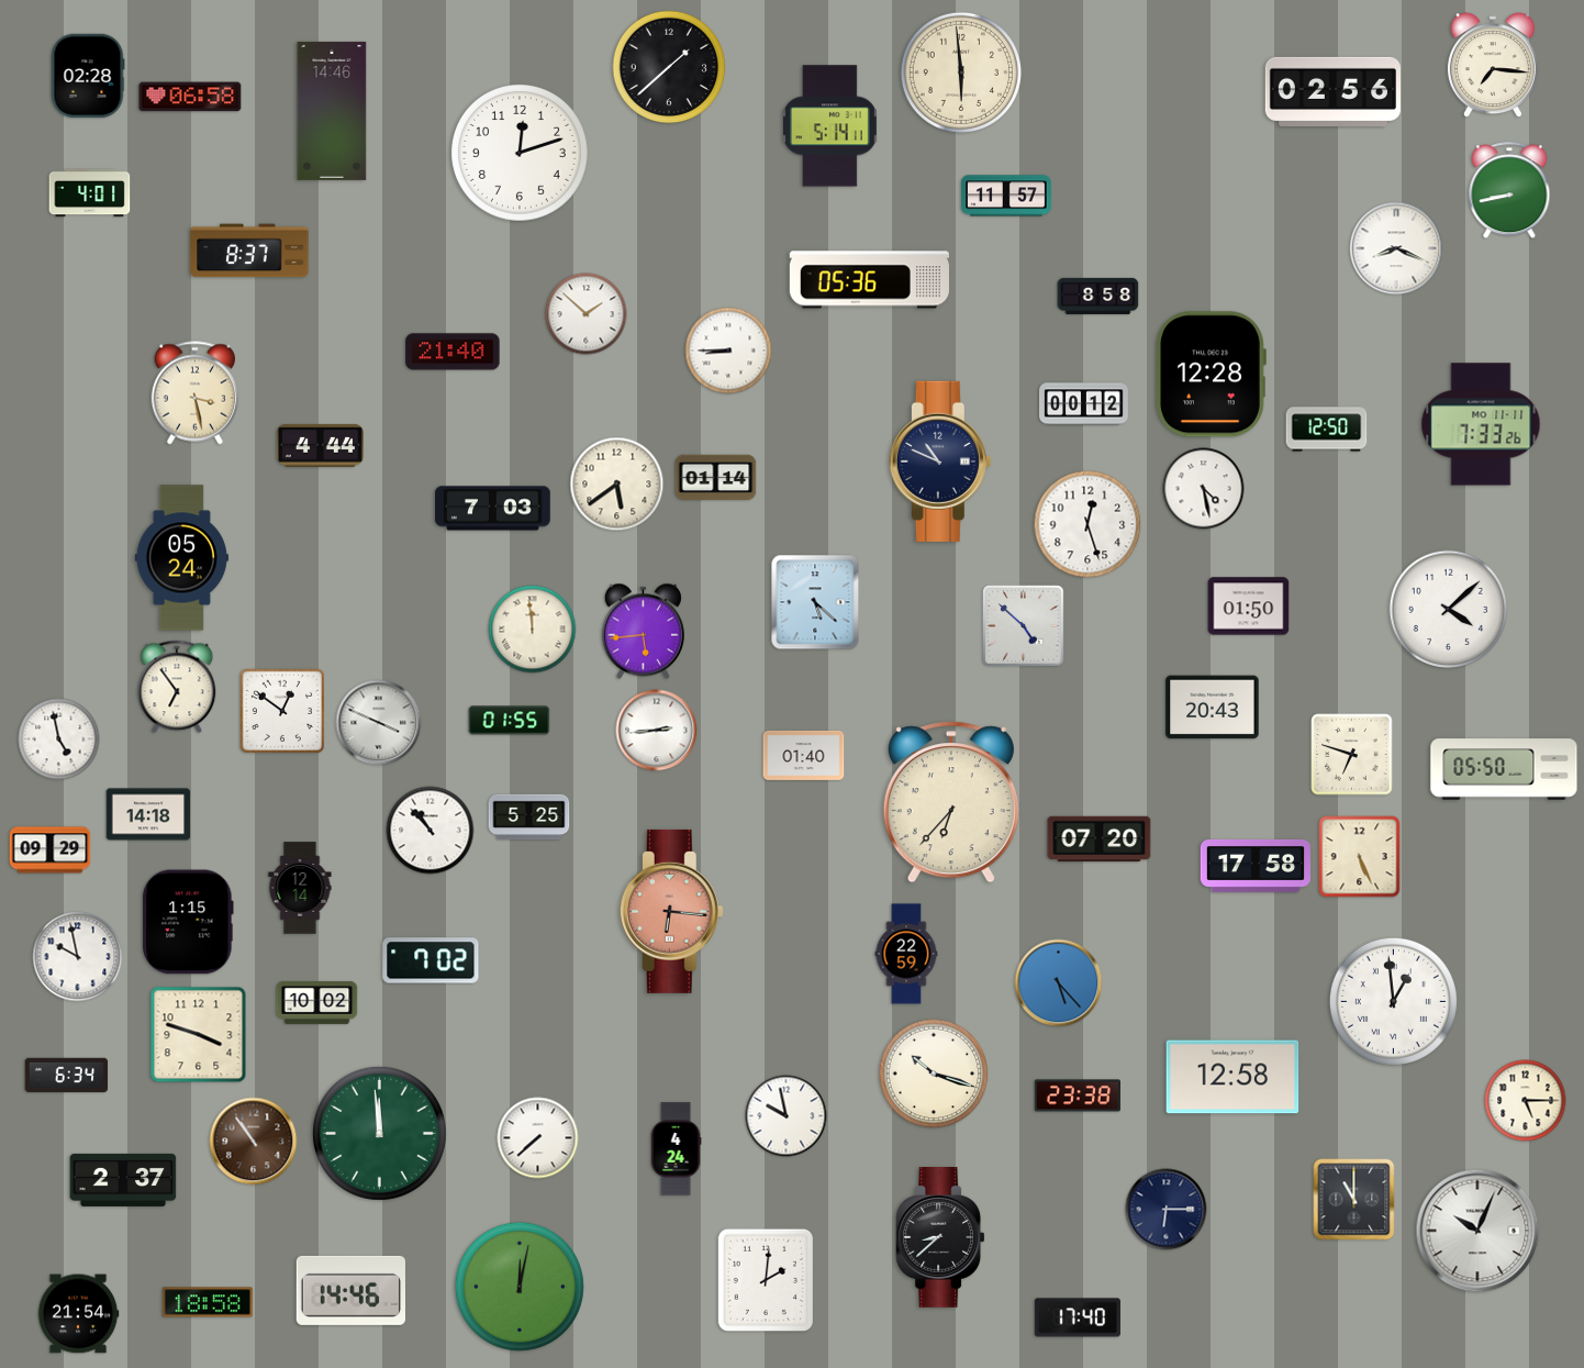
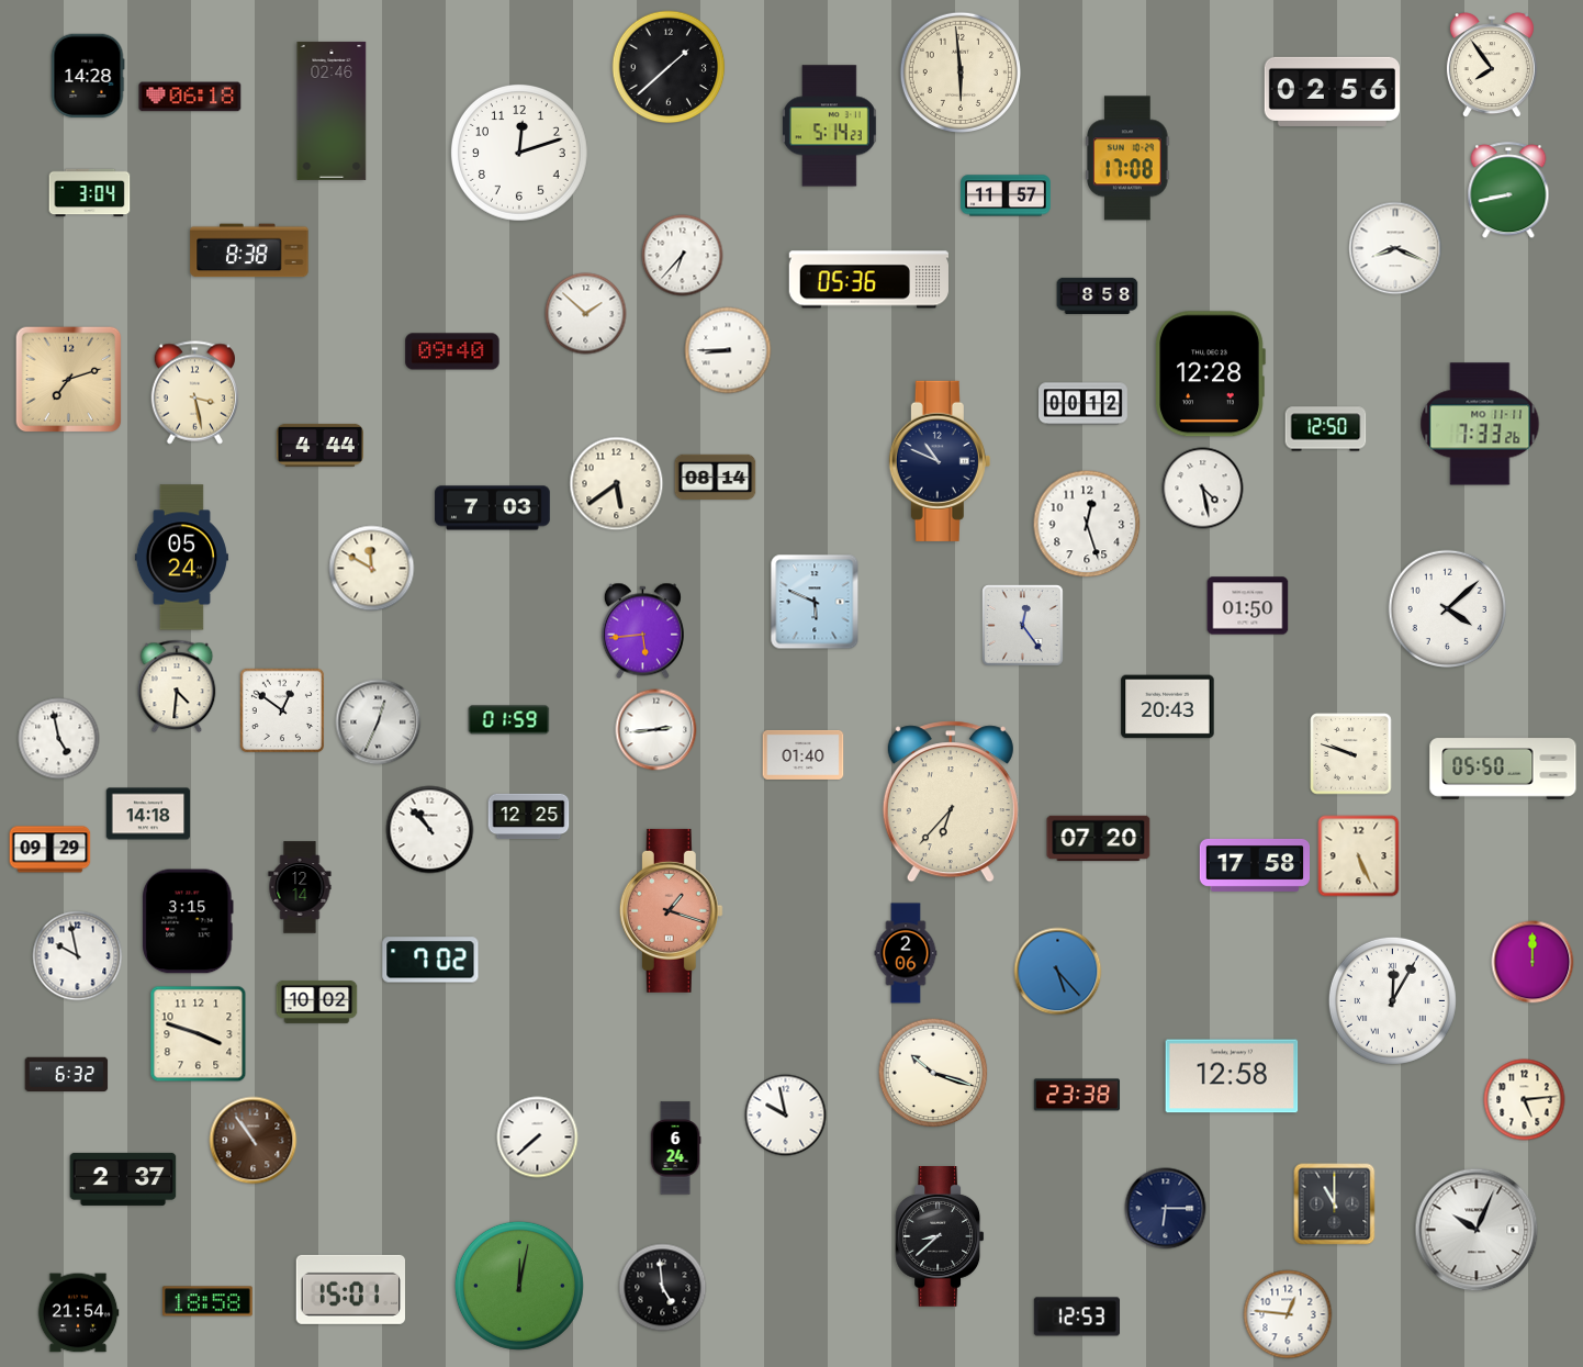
clock at (1493, 66): 7:16 -> 7:54
clock at (88, 76): 02:28 -> 14:28
clock at (190, 97): 06:58 -> 06:18
clock at (332, 111): 14:46 -> 02:46
clock at (829, 126): 5:14:11 -> 5:14:23
clock at (1127, 158): none -> 17:08
clock at (90, 193): 4:01 -> 3:04
clock at (249, 251): 8:37 -> 8:38
clock at (683, 256): none -> 6:37
clock at (453, 352): 21:40 -> 09:40
clock at (69, 380): none -> 7:12
clock at (716, 478): 01:14 -> 08:14
clock at (372, 569): none -> 11:50
clock at (815, 602): 5:22 -> 5:49
clock at (1024, 626): 4:52 -> 12:24
clock at (533, 630): 11:59 -> none
clock at (177, 687): 6:54 -> 4:31
clock at (1213, 708) position: (1213, 708) -> (1168, 707)
clock at (510, 721): 01:55 -> 01:59
clock at (379, 723): 3:49 -> 12:34
clock at (1352, 755): 6:48 -> 9:48
clock at (529, 818): 5:25 -> 12:25
clock at (671, 911): 6:16 -> 1:18
clock at (188, 922): 1:15 -> 3:15
clock at (906, 954): 22:59 -> 2:06
clock at (1533, 962): none -> 12:00
clock at (1059, 983) position: (1059, 983) -> (1058, 972)
clock at (1393, 1001): 12:59 -> 12:05
clock at (67, 1076): 6:34 -> 6:32
clock at (1526, 1101): 5:15 -> 5:14
clock at (379, 1133): 11:59 -> none
clock at (676, 1149): 4:24 -> 6:24
clock at (1354, 1200) position: (1354, 1200) -> (1335, 1204)
clock at (766, 1279): 2:01 -> none
clock at (663, 1288): none -> 4:59
clock at (350, 1290): 14:46 -> 15:01
clock at (1288, 1314): none -> 12:46
clock at (1078, 1317): 17:40 -> 12:53
